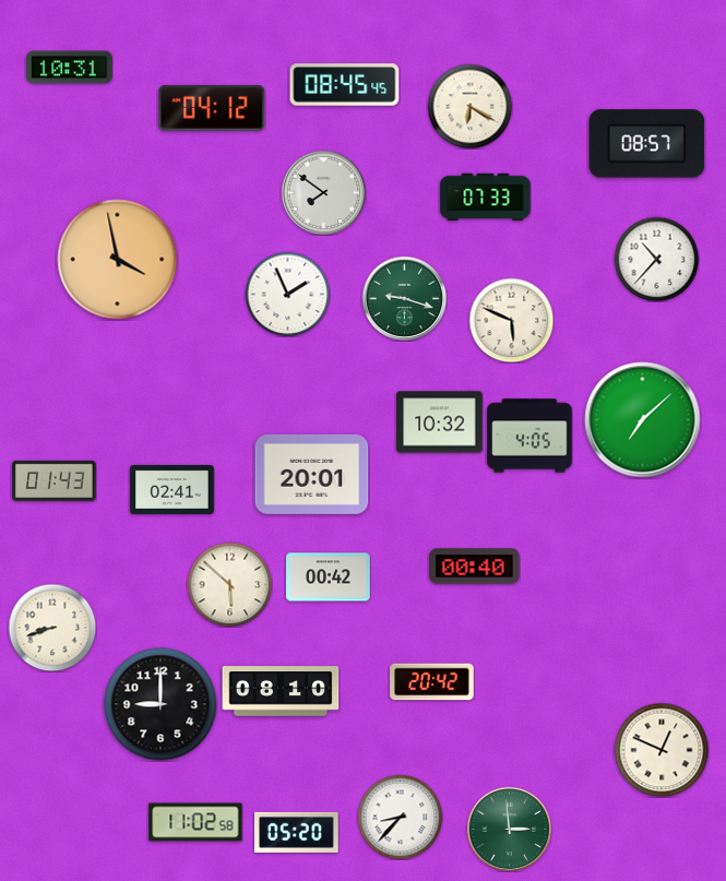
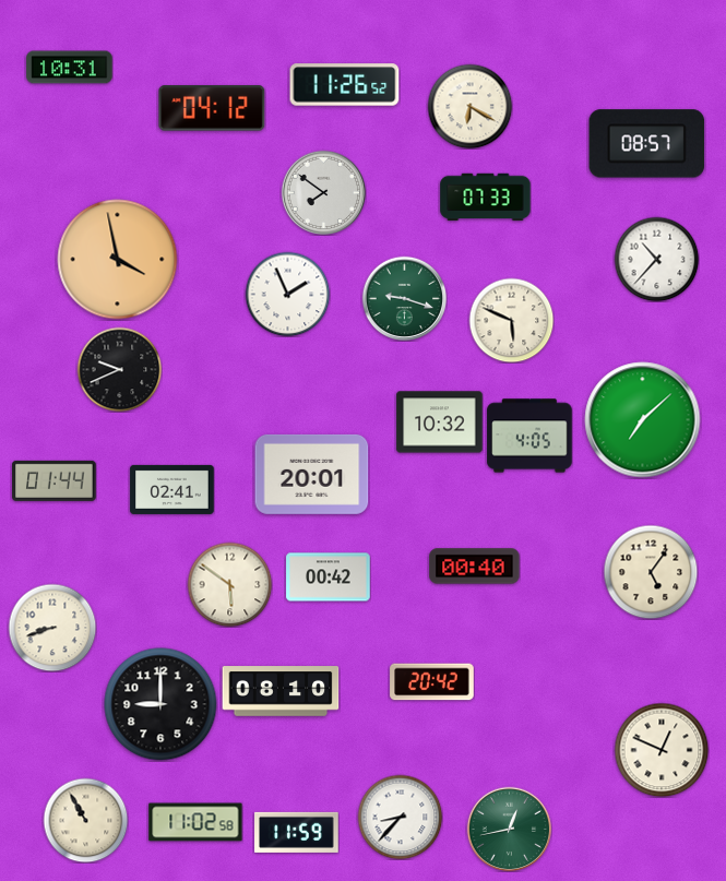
clock at (345, 85): 08:45 -> 11:26
clock at (119, 369): none -> 9:41
clock at (55, 480): 01:43 -> 01:44
clock at (651, 572): none -> 5:06
clock at (229, 584): 5:52 -> 5:51
clock at (85, 820): none -> 10:55
clock at (509, 829): 2:59 -> 12:43
clock at (297, 832): 05:20 -> 11:59
